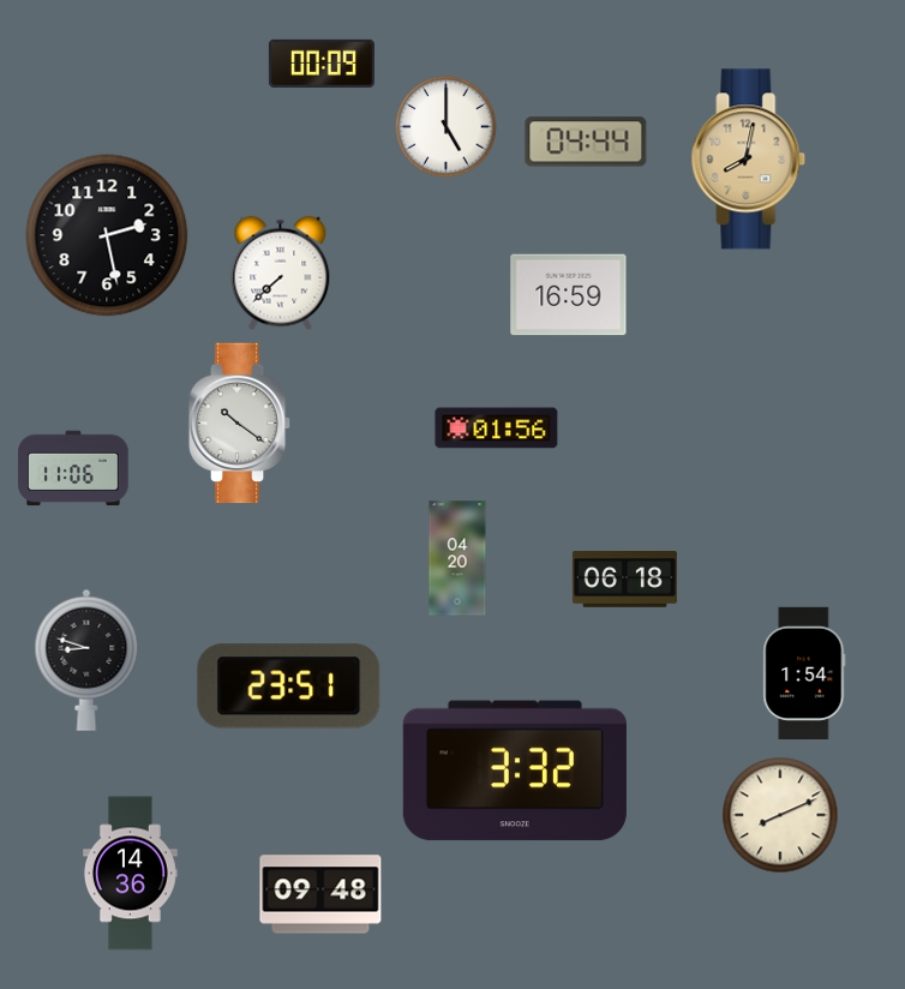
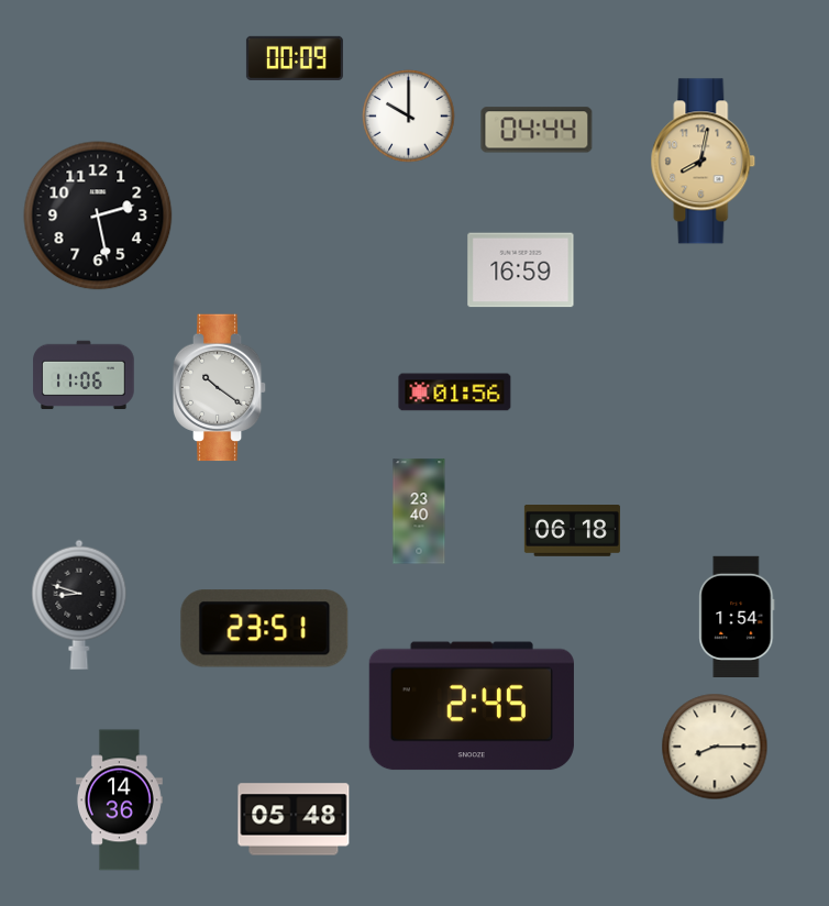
clock at (446, 127): 5:00 -> 10:00
clock at (749, 160) position: (749, 160) -> (704, 162)
clock at (281, 274): 7:38 -> none
clock at (73, 468) position: (73, 468) -> (84, 375)
clock at (457, 558): 04:20 -> 23:40
clock at (515, 771): 3:32 -> 2:45
clock at (780, 815): 8:11 -> 8:15
clock at (320, 894): 09:48 -> 05:48
